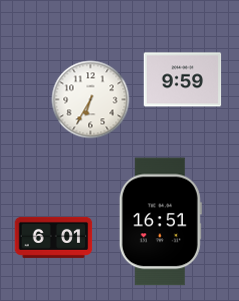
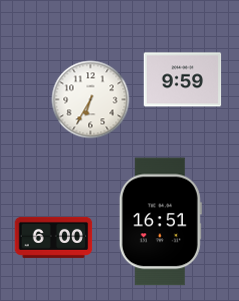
clock at (53, 237): 6:01 -> 6:00
